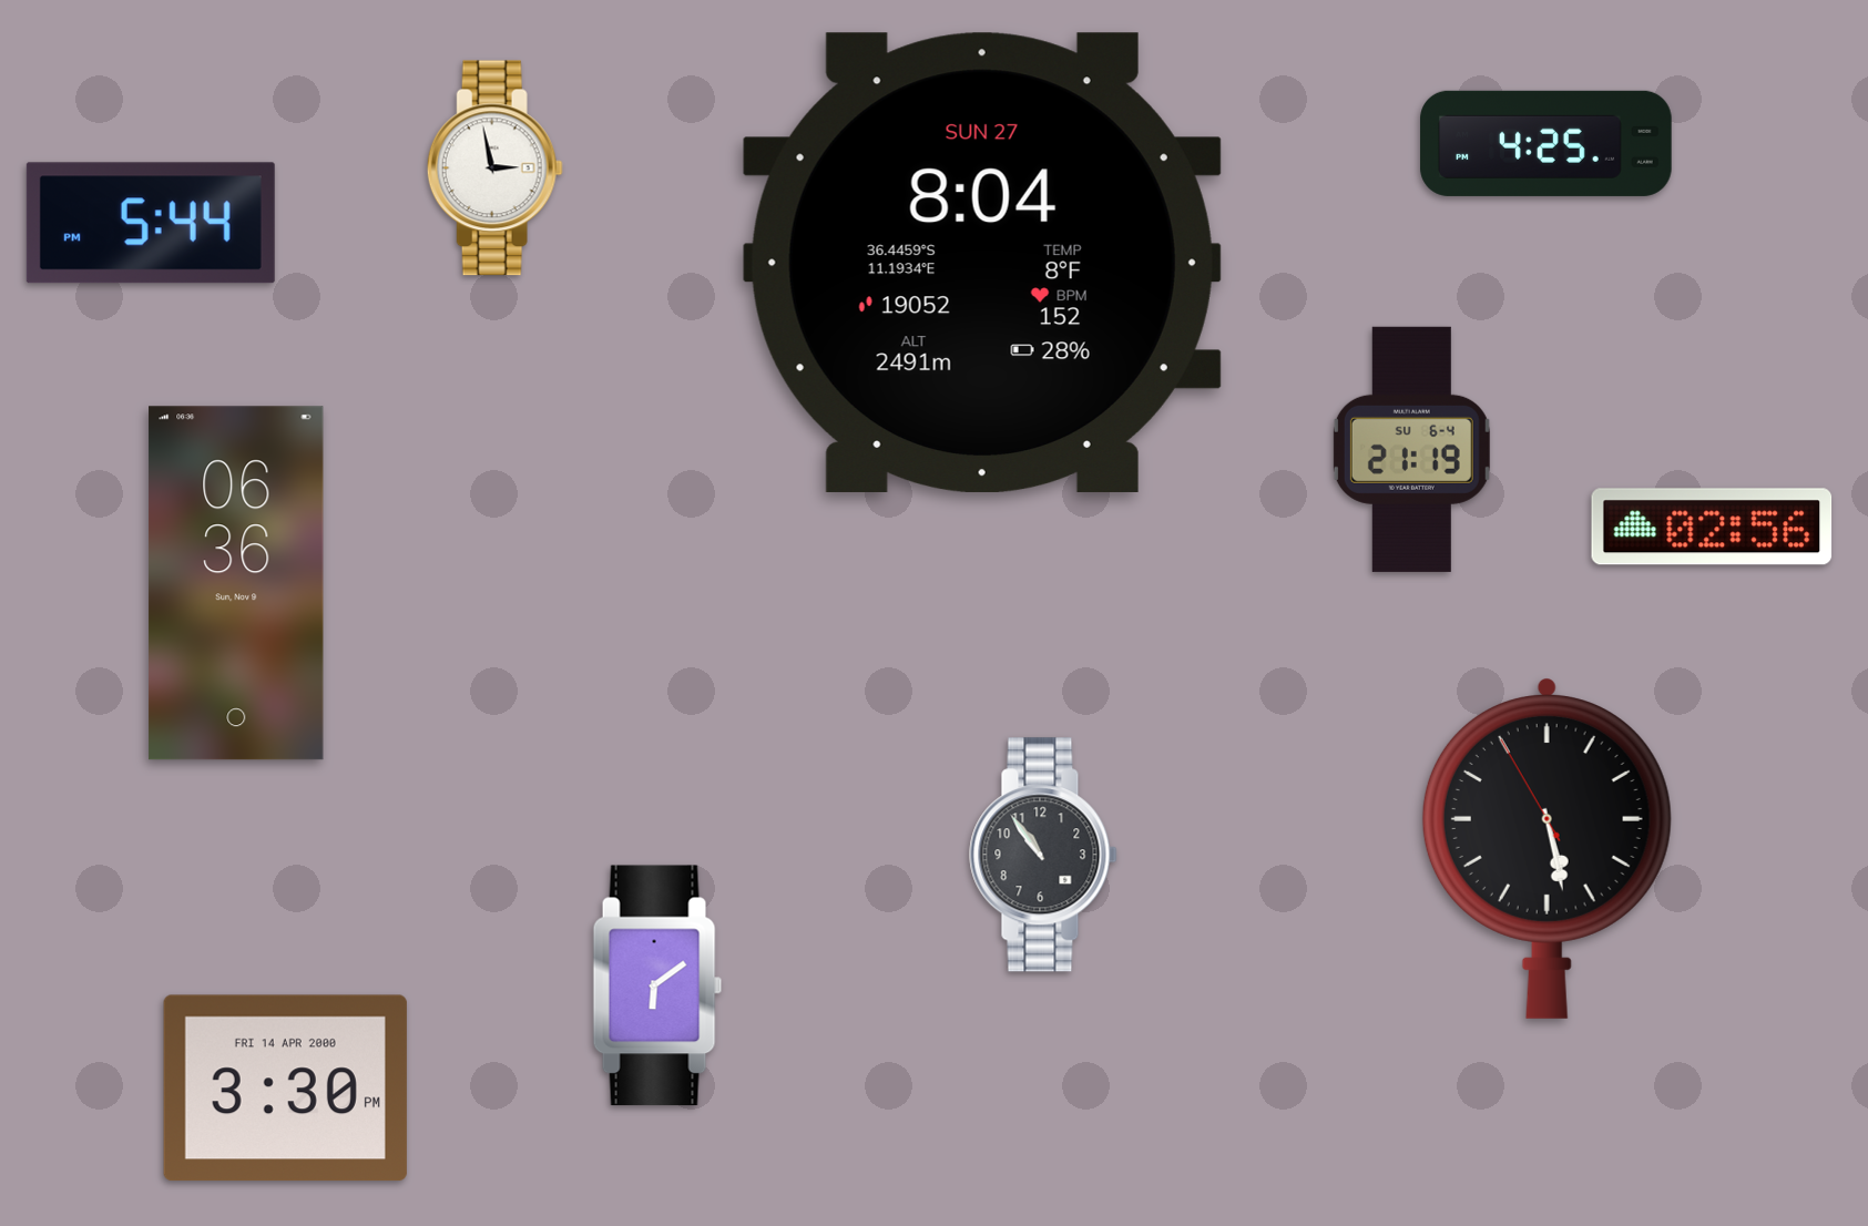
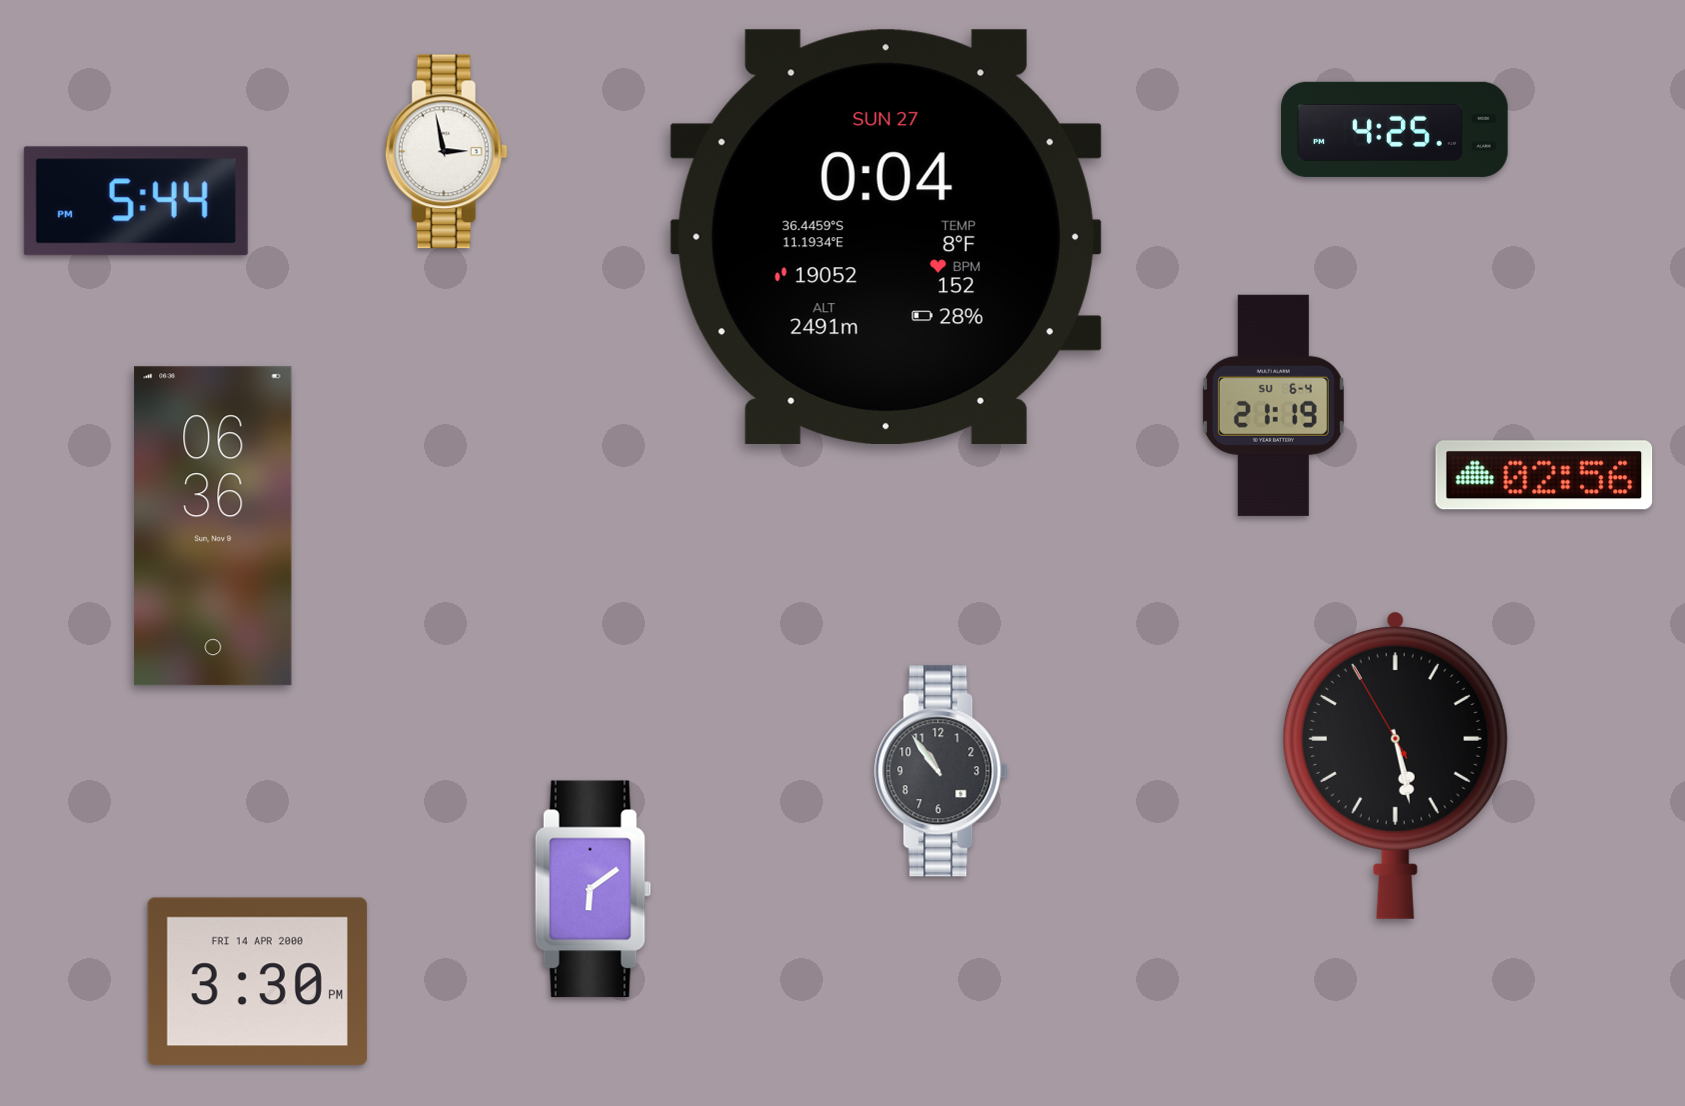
clock at (982, 263): 8:04 -> 0:04
